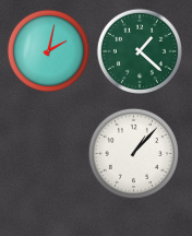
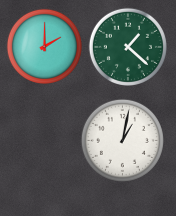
clock at (48, 50): 2:02 -> 2:00
clock at (133, 153): 1:07 -> 1:02
